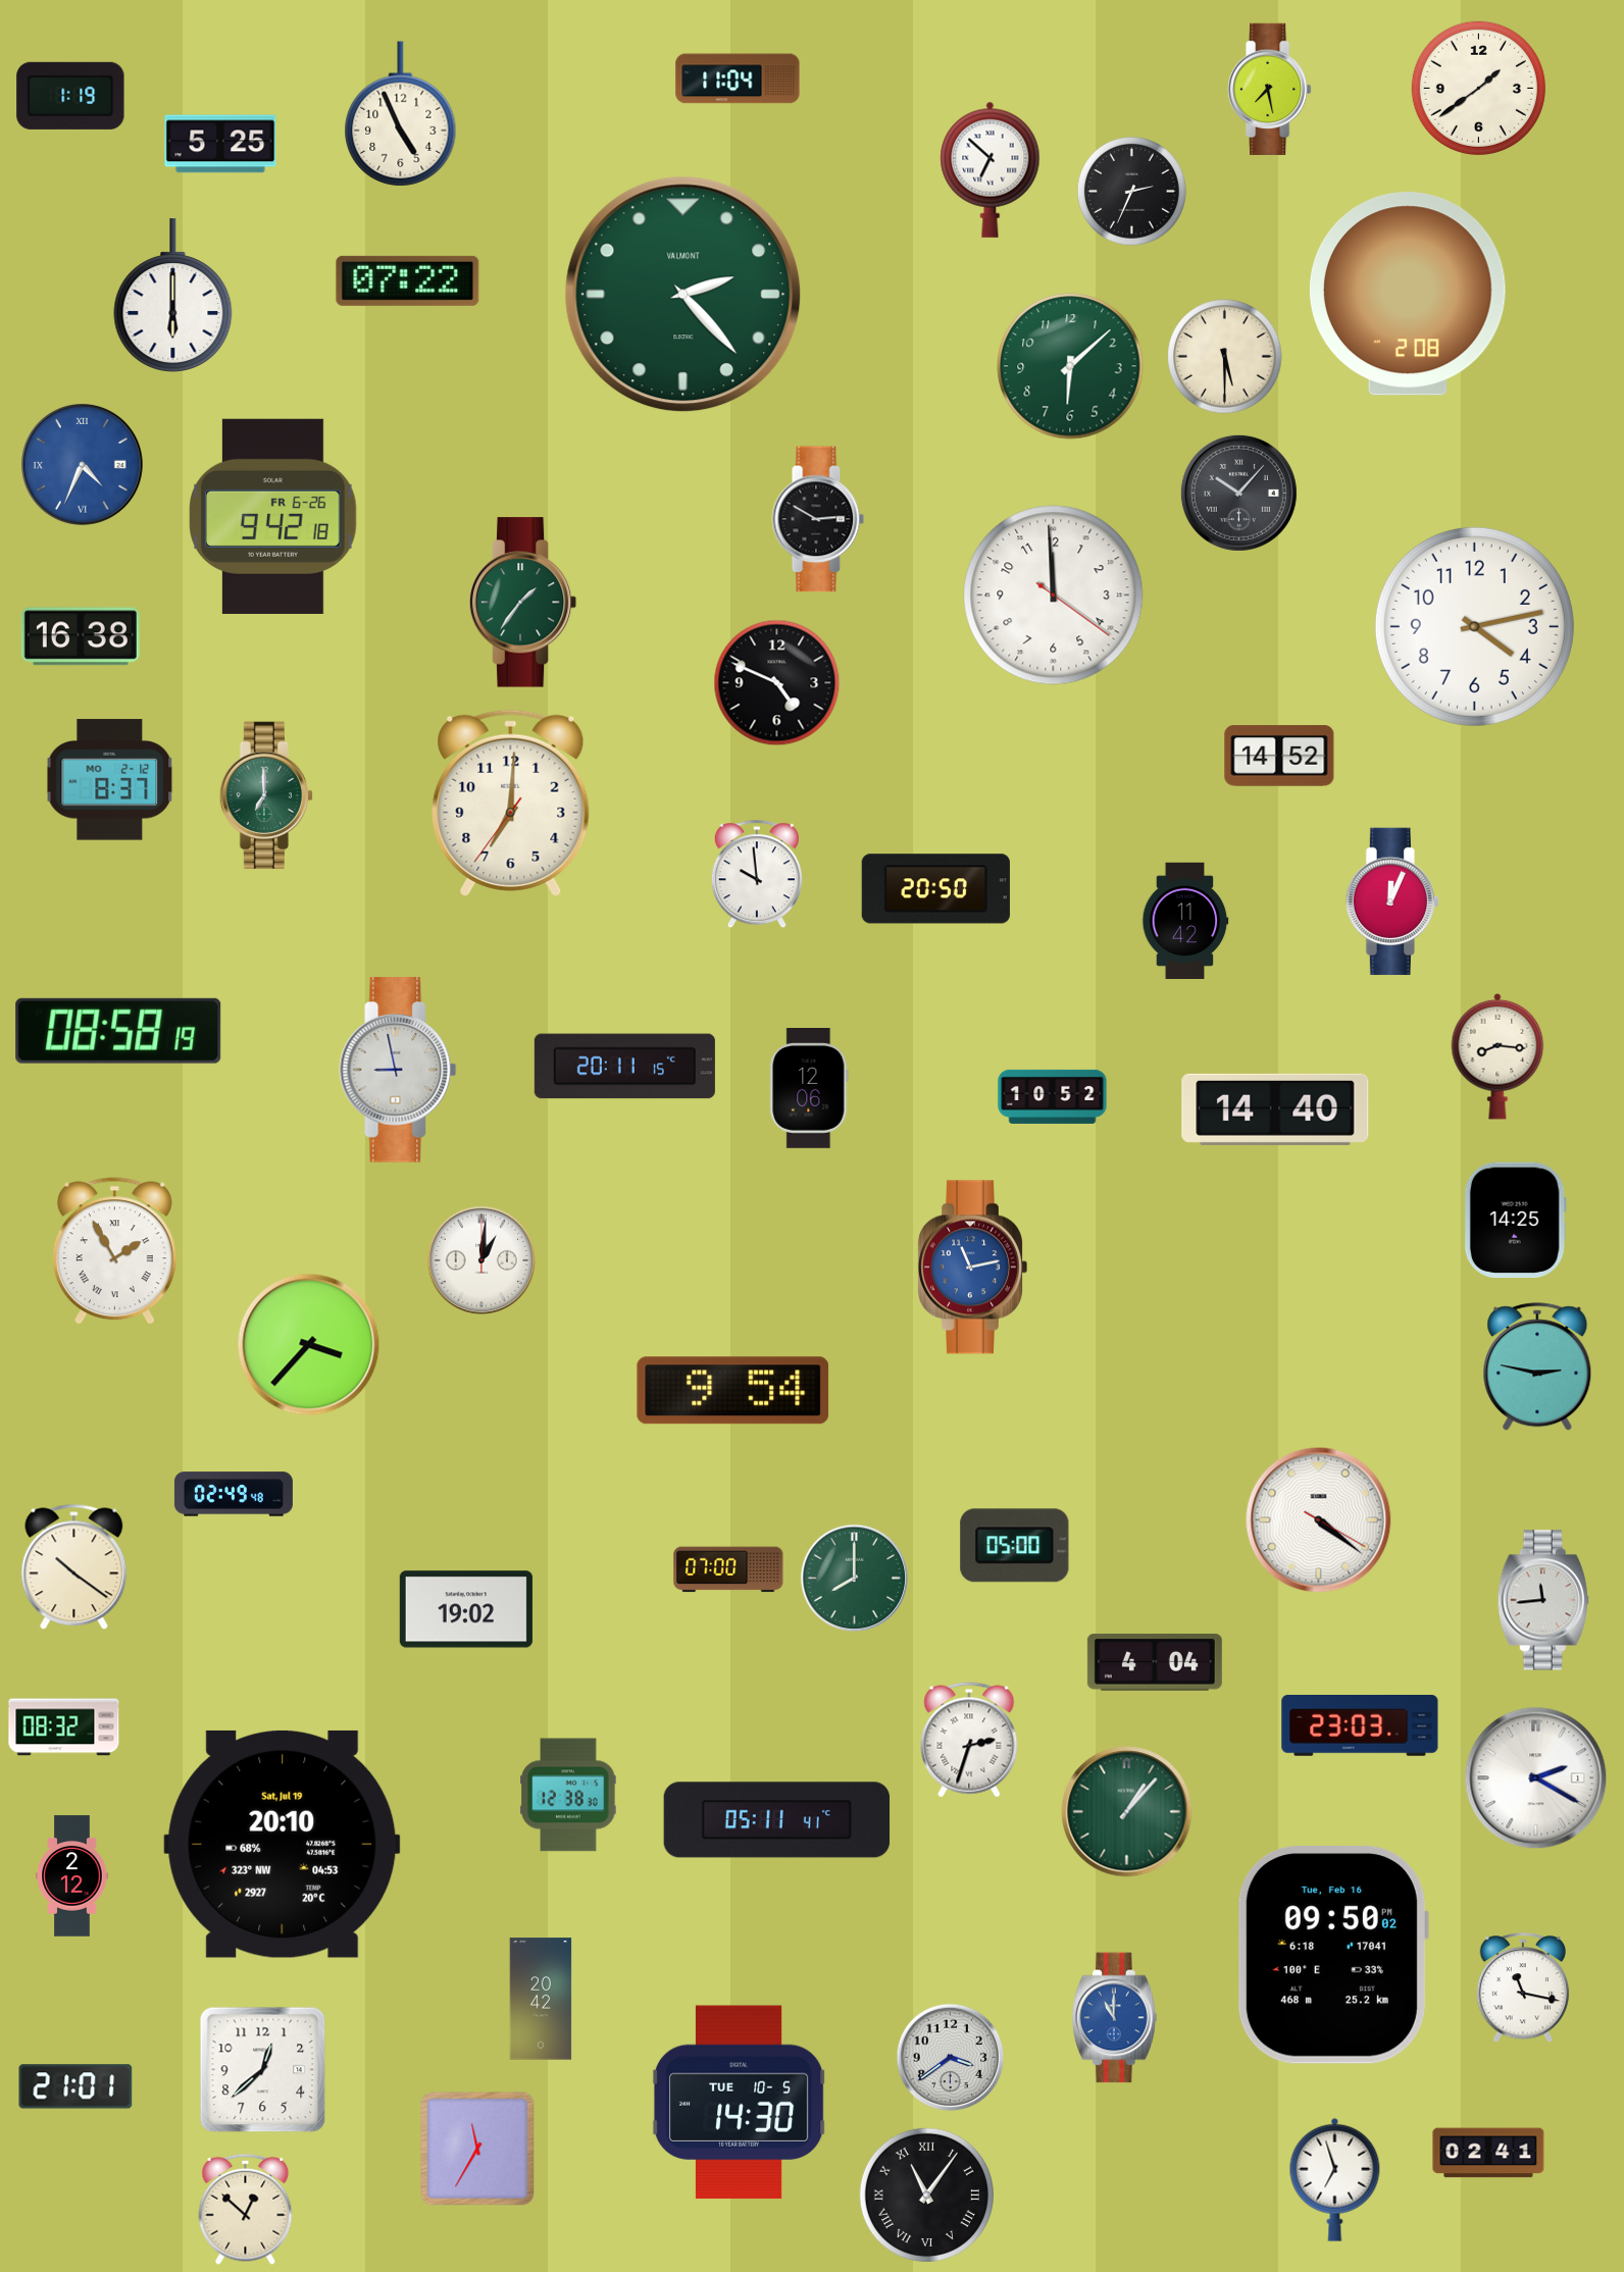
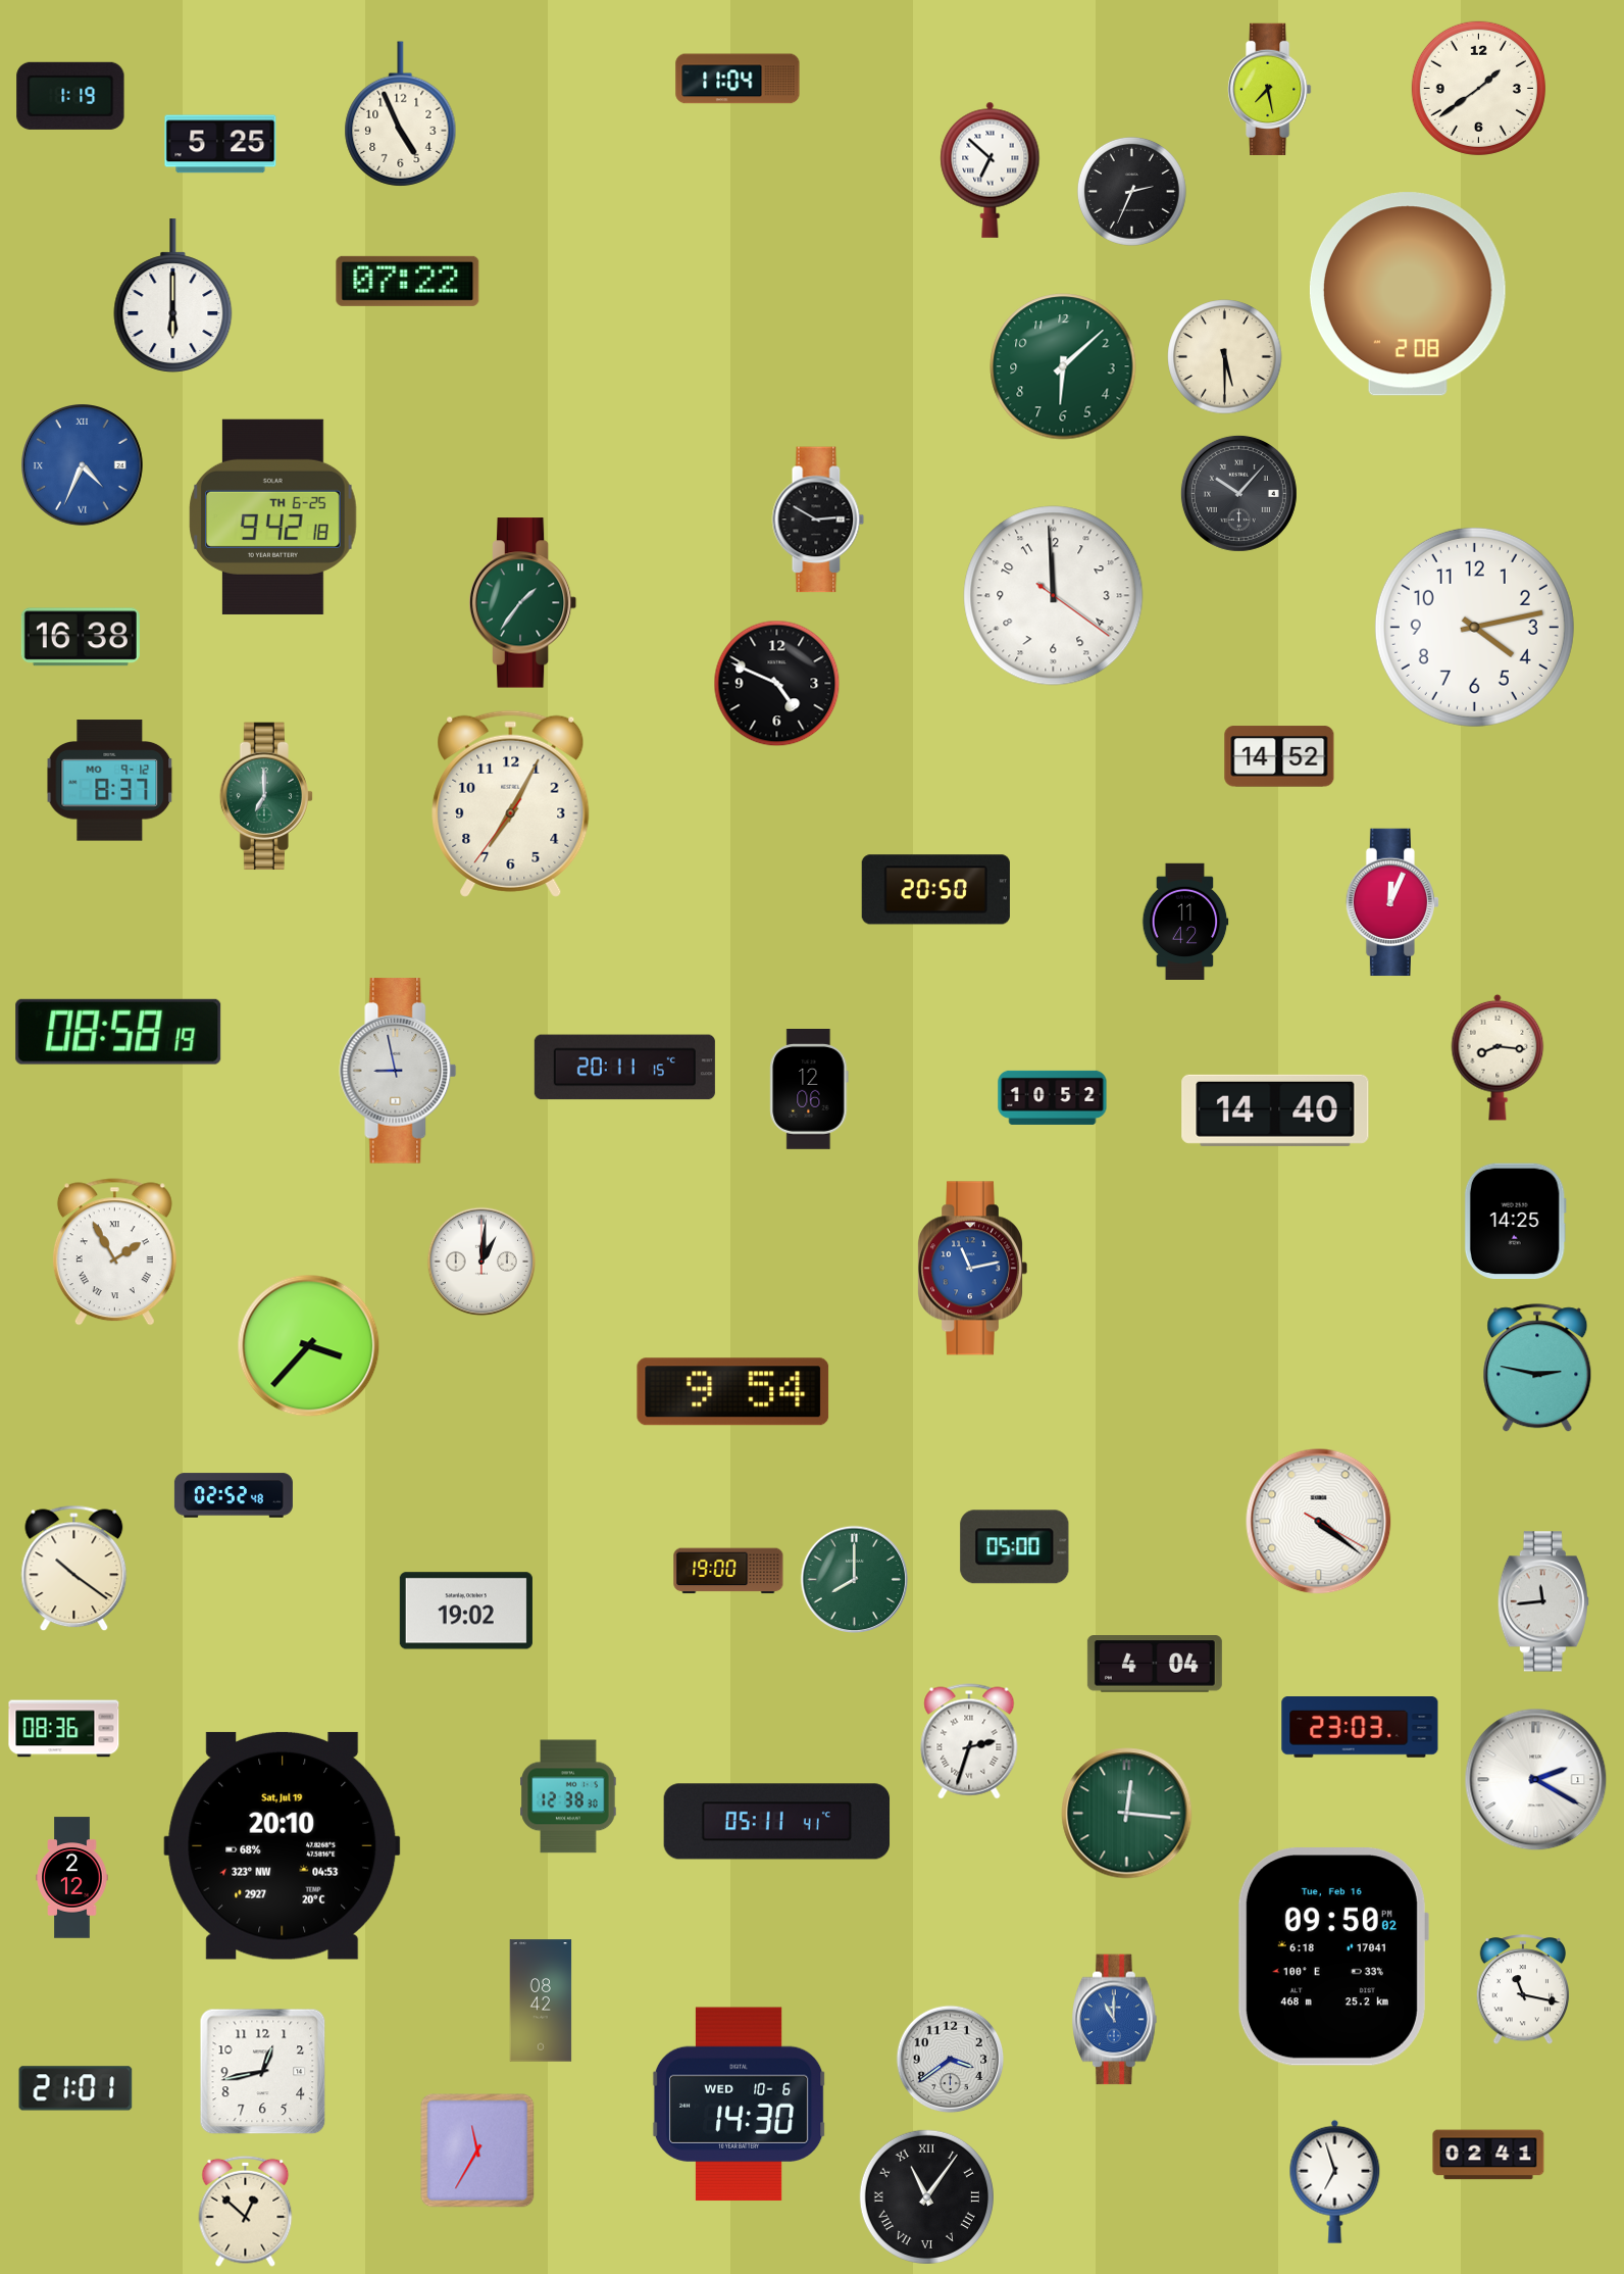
clock at (683, 295): 2:23 -> none
clock at (1070, 366) position: (1070, 366) -> (1063, 366)
clock at (273, 516) date: FR 6-26 -> TH 6-25
clock at (110, 780) date: MO 2-12 -> MO 9-12
clock at (511, 803): 7:00 -> 7:04
clock at (757, 875): 9:59 -> none
clock at (234, 1494): 02:49 -> 02:52
clock at (728, 1569): 07:00 -> 19:00
clock at (64, 1727): 08:32 -> 08:36
clock at (1127, 1812): 1:07 -> 12:16
clock at (541, 1999): 20:42 -> 08:42
clock at (263, 2070): 12:38 -> 12:43
clock at (740, 2103) date: TUE 10-5 -> WED 10-6
